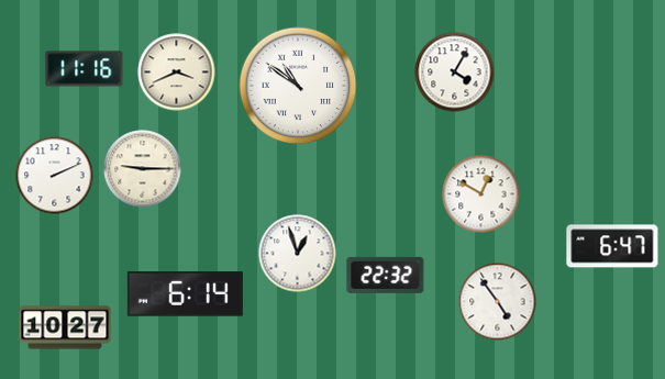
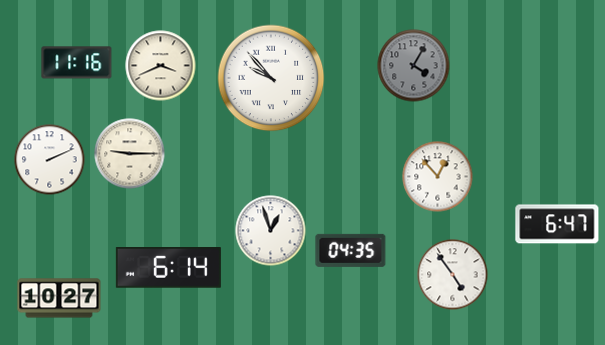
clock at (455, 73) dial: white -> grey
clock at (298, 86): 10:51 -> 9:53
clock at (481, 194): 12:50 -> 12:53
clock at (386, 275): 22:32 -> 04:35
